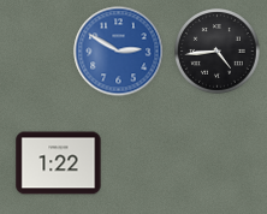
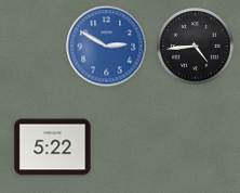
clock at (59, 164): 1:22 -> 5:22
